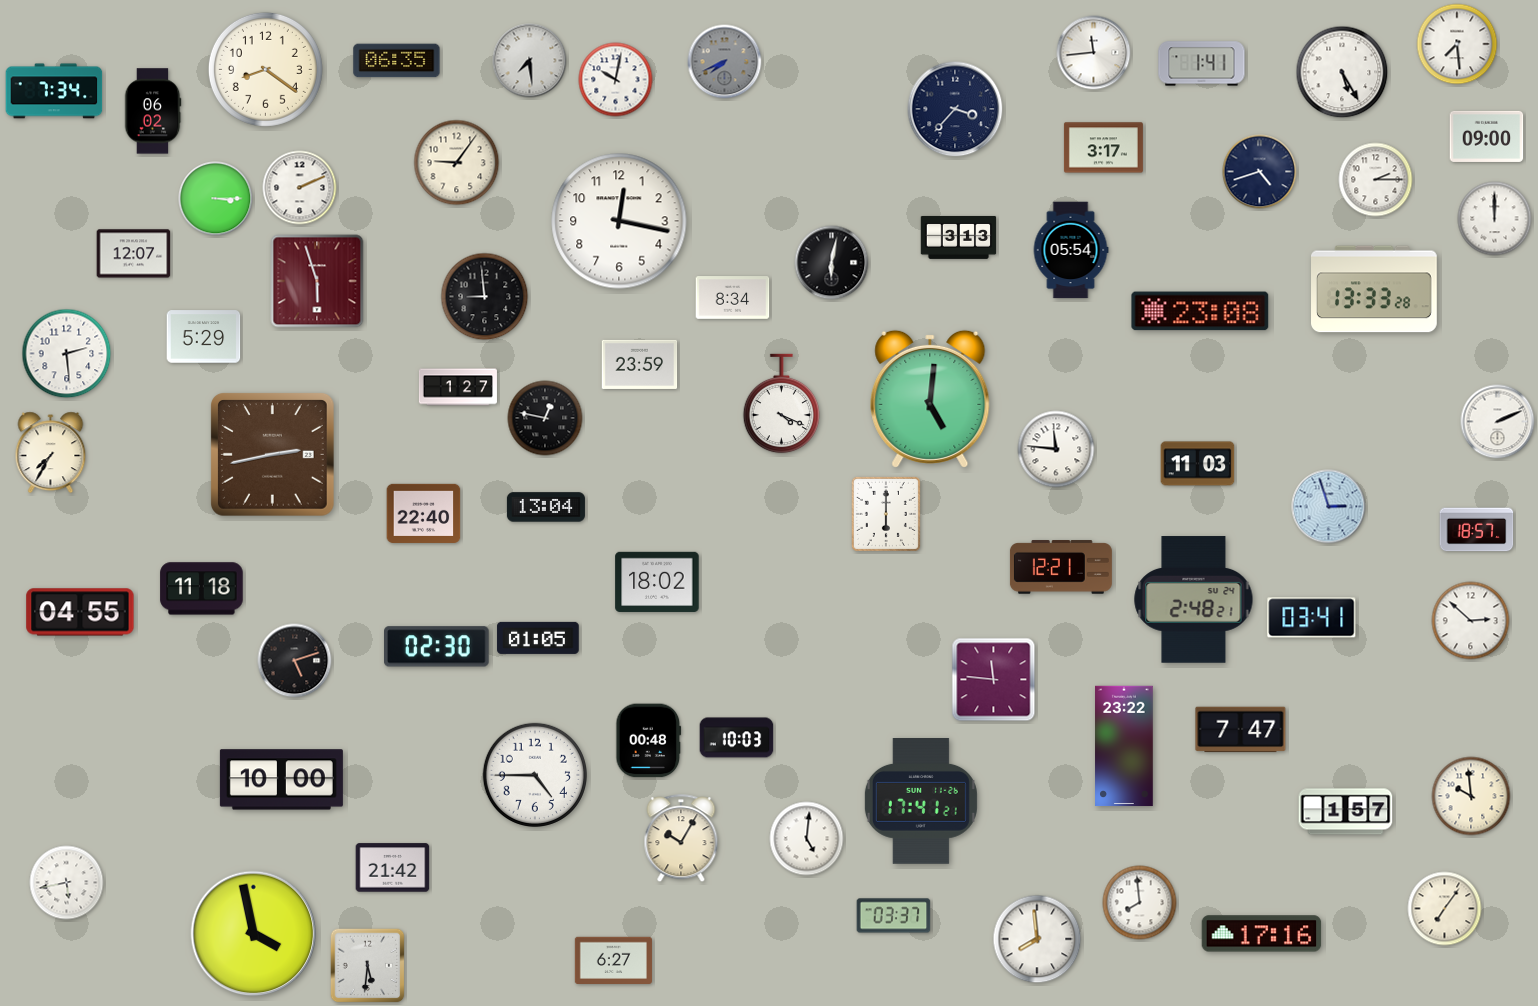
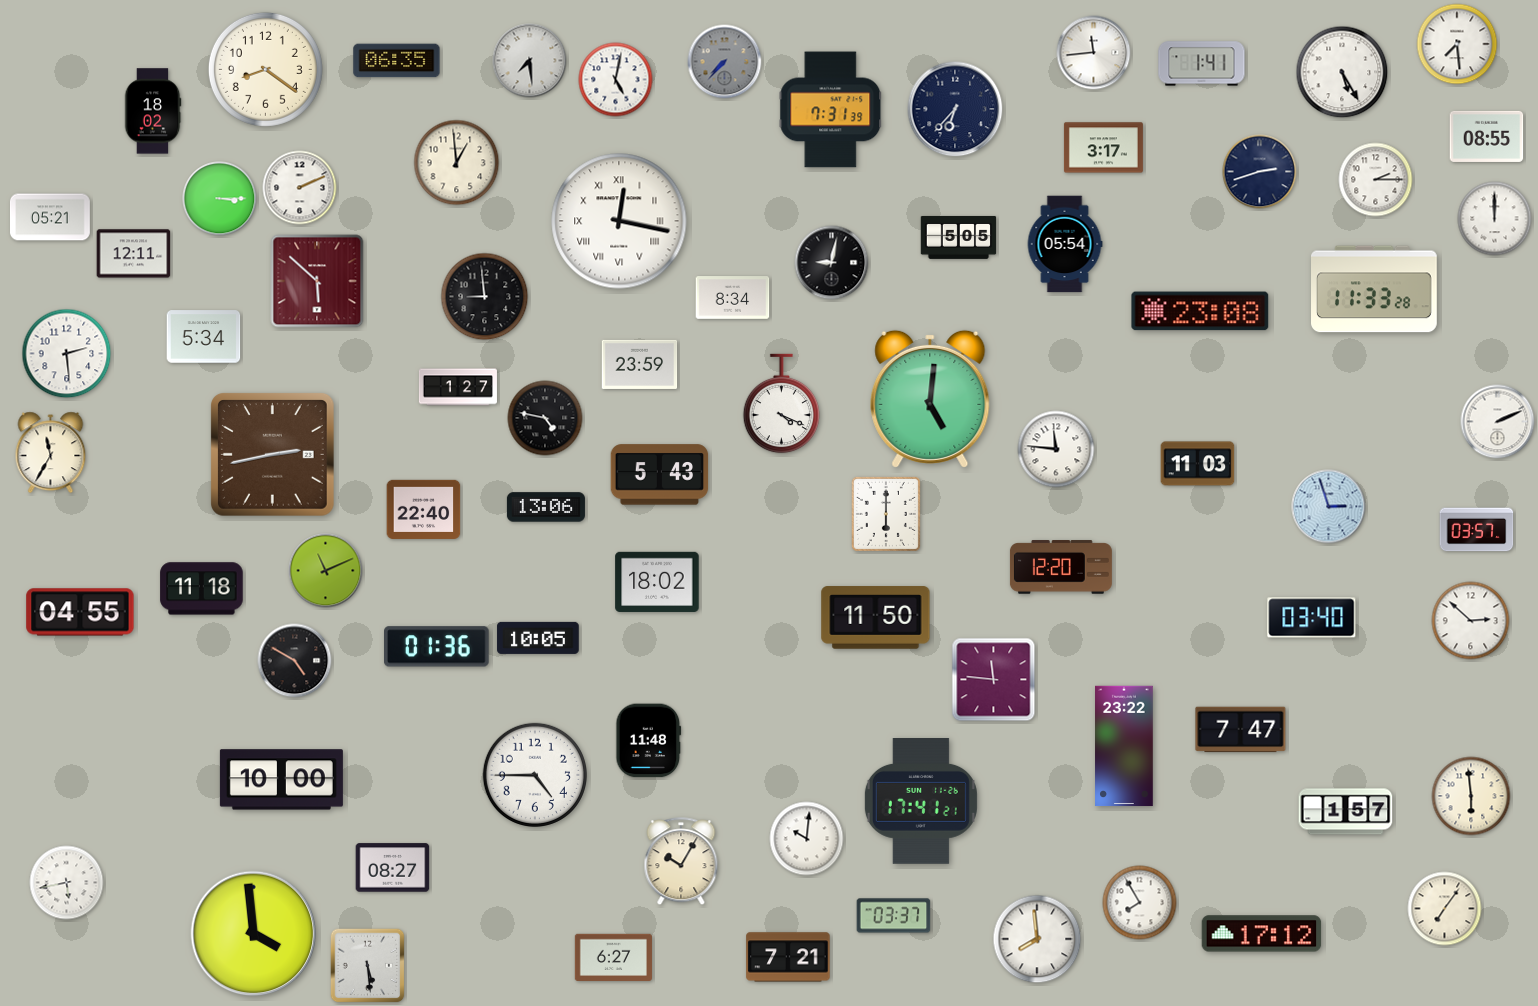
clock at (725, 62): 7:41 -> 7:37
clock at (616, 80): 10:02 -> 5:02
clock at (54, 91): 7:34 -> none
clock at (955, 109): 3:37 -> 6:37
clock at (831, 110): none -> 7:31
clock at (153, 111): 06:02 -> 18:02
clock at (1487, 136): 09:00 -> 08:55
clock at (457, 163): 9:06 -> 12:59
clock at (1260, 172): 4:42 -> 2:42
clock at (216, 199) position: (216, 199) -> (220, 199)
clock at (50, 217): none -> 05:21
clock at (619, 221) numerals: Arabic -> Roman
clock at (959, 237): 3:13 -> 5:05
clock at (1071, 250) position: (1071, 250) -> (1065, 244)
clock at (134, 254): 12:07 -> 12:11
clock at (832, 263): 6:02 -> 9:02
clock at (317, 281): 5:57 -> 5:52
clock at (1375, 289): 13:33 -> 11:33
clock at (204, 337): 5:29 -> 5:34
clock at (545, 418): 12:47 -> 4:47
clock at (51, 453): 7:35 -> 11:35
clock at (660, 475): none -> 5:43
clock at (546, 507): 13:04 -> 13:06
clock at (424, 513) position: (424, 513) -> (424, 509)
clock at (1477, 530): 18:57 -> 03:57
clock at (1061, 567): 12:21 -> 12:20
clock at (326, 571): none -> 11:11
clock at (1194, 600): 2:48 -> none
clock at (876, 618): none -> 11:50
clock at (1312, 618): 03:41 -> 03:40
clock at (538, 638): 01:05 -> 10:05
clock at (437, 647): 02:30 -> 01:36
clock at (295, 661): 5:12 -> 4:50
clock at (737, 738): 10:03 -> none
clock at (649, 741): 00:48 -> 11:48
clock at (1471, 796): 9:59 -> 5:59
clock at (681, 839) position: (681, 839) -> (681, 862)
clock at (807, 839): 5:01 -> 10:01
clock at (393, 868): 21:42 -> 08:27
clock at (1140, 903): 7:59 -> 7:55
clock at (254, 934): 3:58 -> 3:59
clock at (1262, 934): 17:16 -> 17:12
clock at (788, 957): none -> 7:21
clock at (613, 960) position: (613, 960) -> (613, 957)
clock at (368, 966): 5:31 -> 5:29
